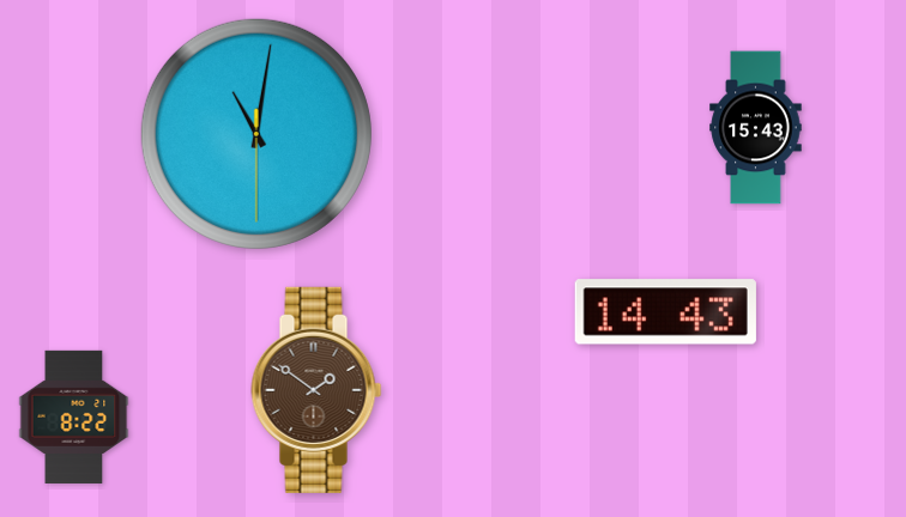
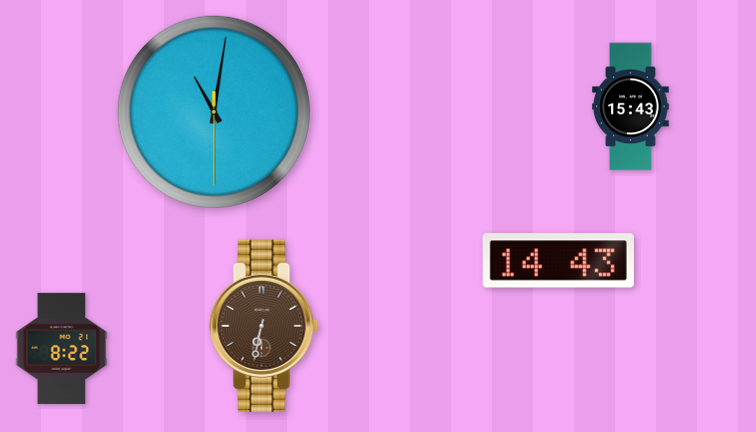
clock at (665, 312) position: (665, 312) -> (558, 261)
clock at (316, 390): 1:51 -> 6:32
